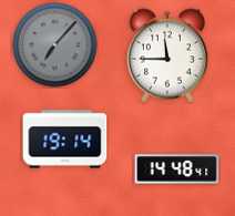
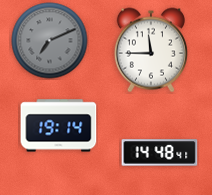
clock at (55, 45): 7:07 -> 7:11
